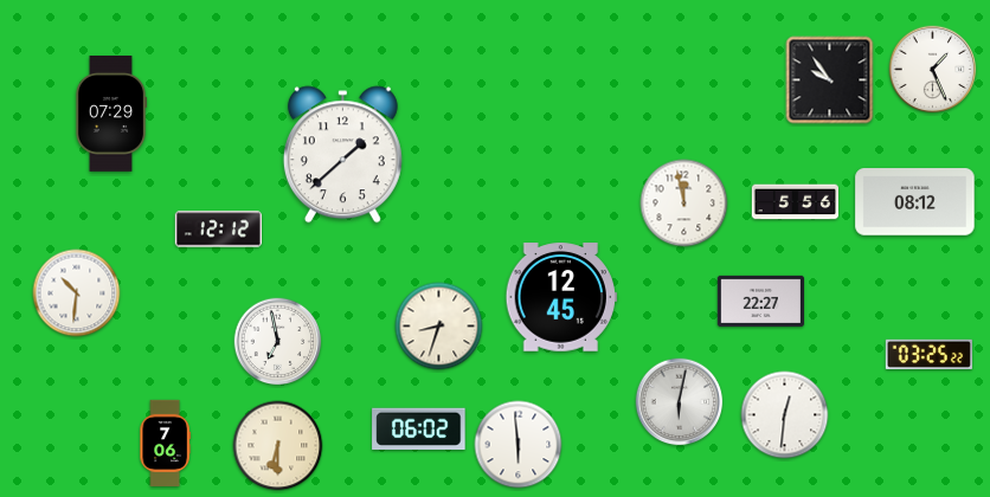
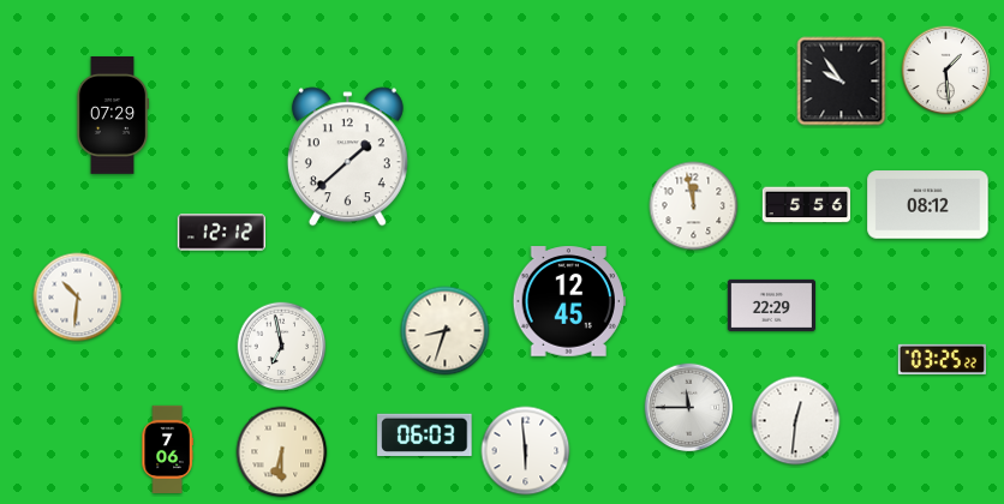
clock at (933, 70): 1:26 -> 1:29
clock at (760, 301): 22:27 -> 22:29
clock at (680, 402): 6:02 -> 11:45
clock at (419, 428): 06:02 -> 06:03
